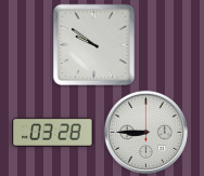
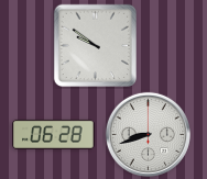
clock at (53, 132): 03:28 -> 06:28
clock at (145, 132): 8:45 -> 8:42
